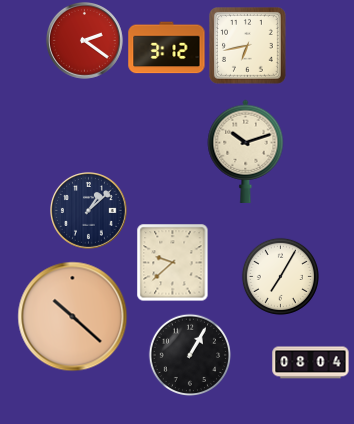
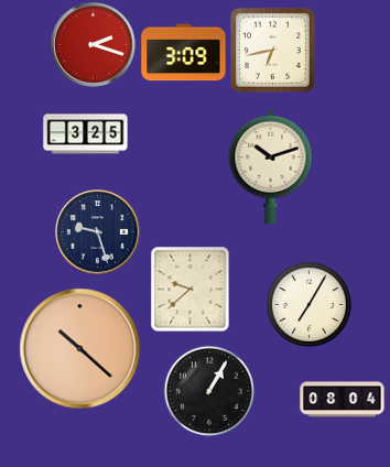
clock at (85, 41): 2:21 -> 2:18
clock at (167, 48): 3:12 -> 3:09
clock at (86, 134): none -> 3:25
clock at (89, 211): 1:08 -> 9:27
